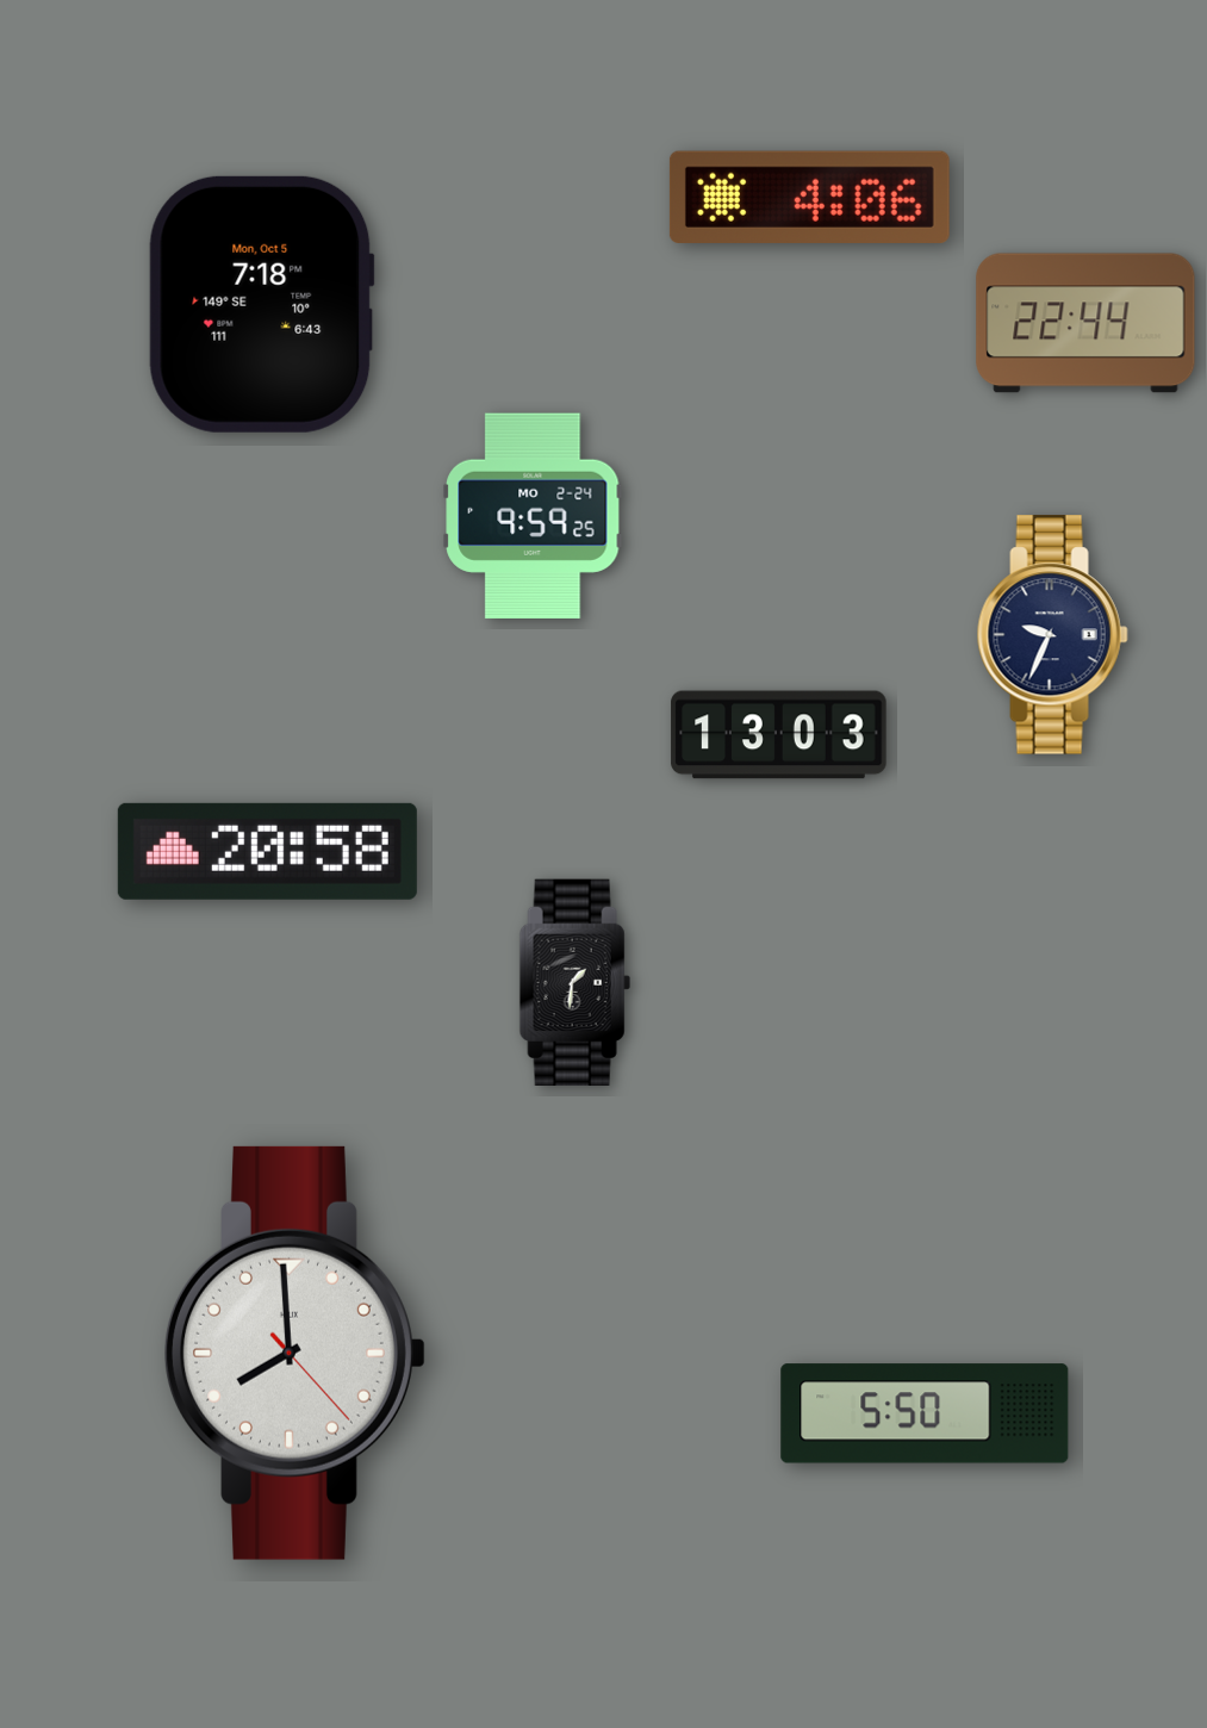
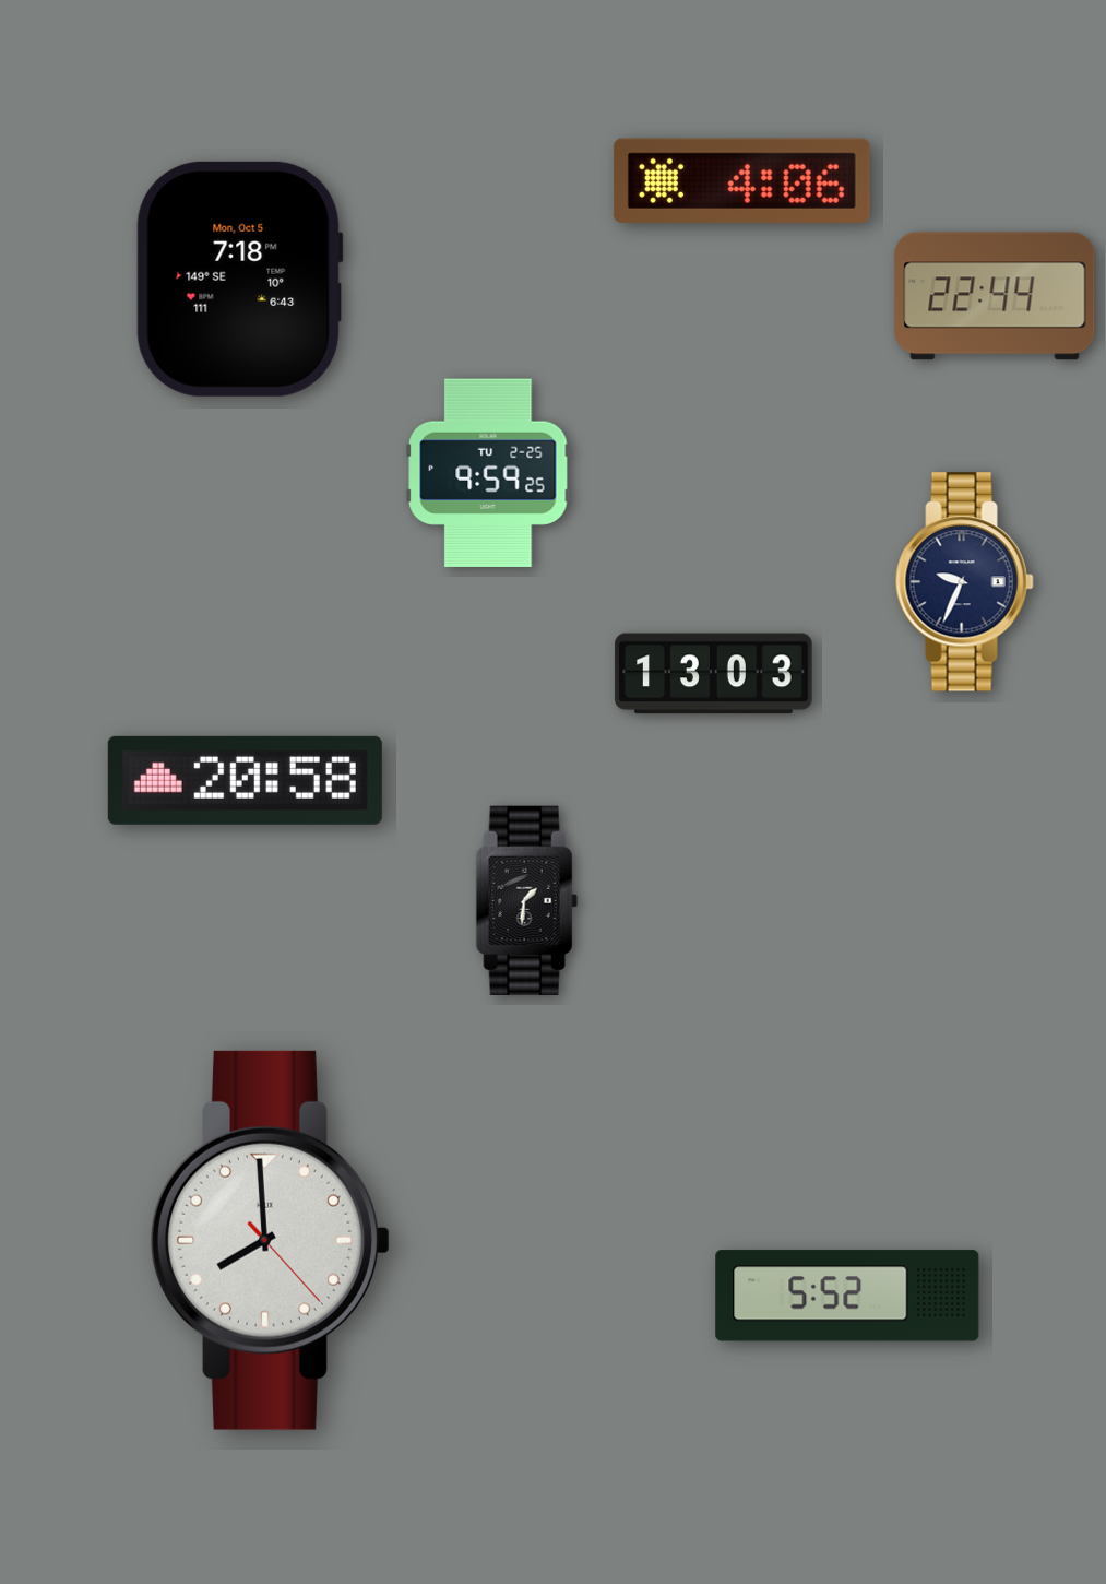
clock at (533, 515) date: MO 2-24 -> TU 2-25
clock at (925, 1413): 5:50 -> 5:52
